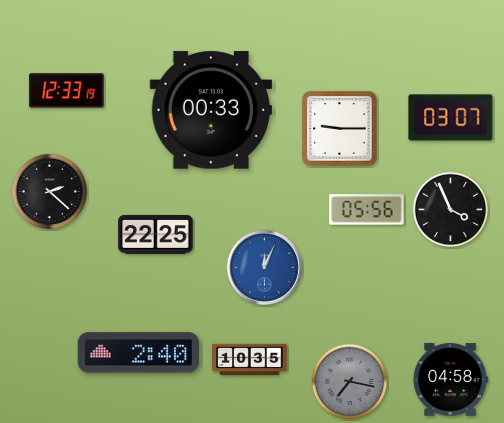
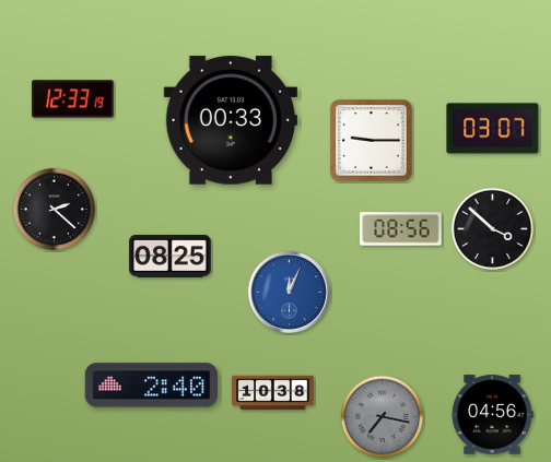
clock at (367, 210): 05:56 -> 08:56
clock at (451, 210): 3:56 -> 3:52
clock at (156, 234): 22:25 -> 08:25
clock at (250, 360): 10:35 -> 10:38
clock at (450, 380): 04:58 -> 04:56
